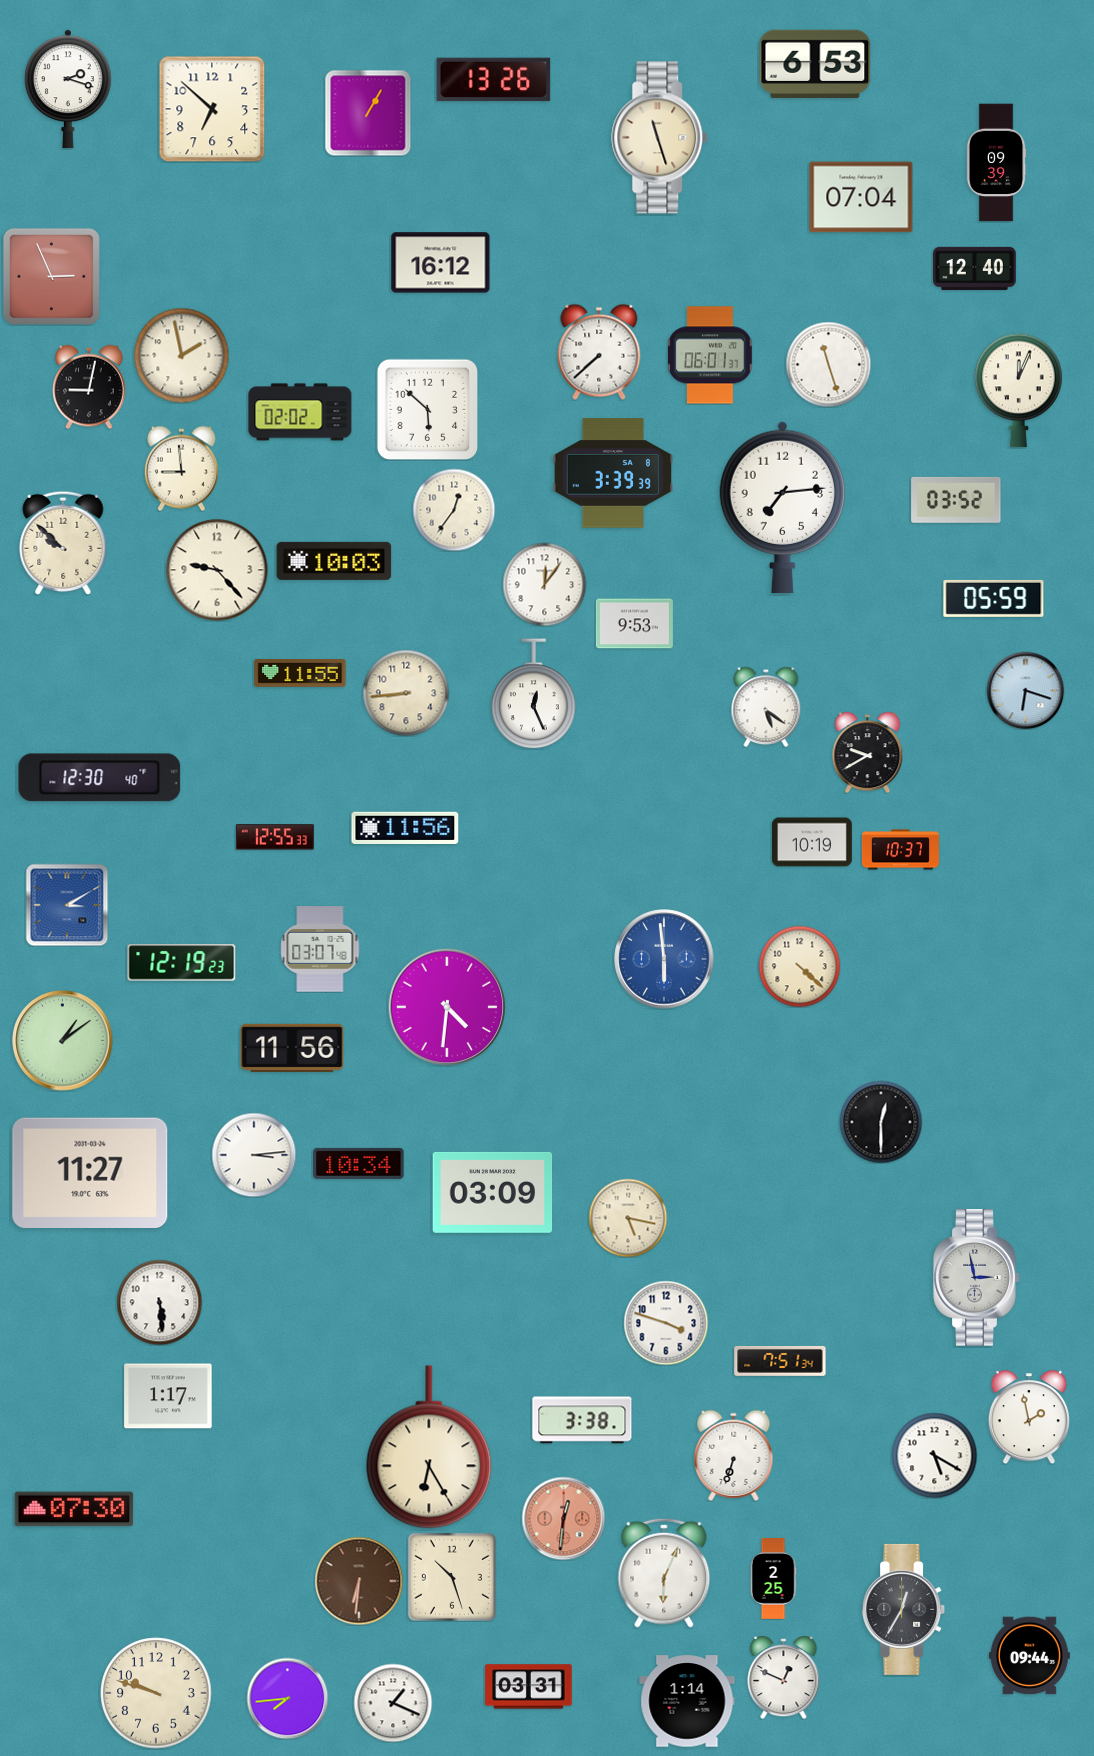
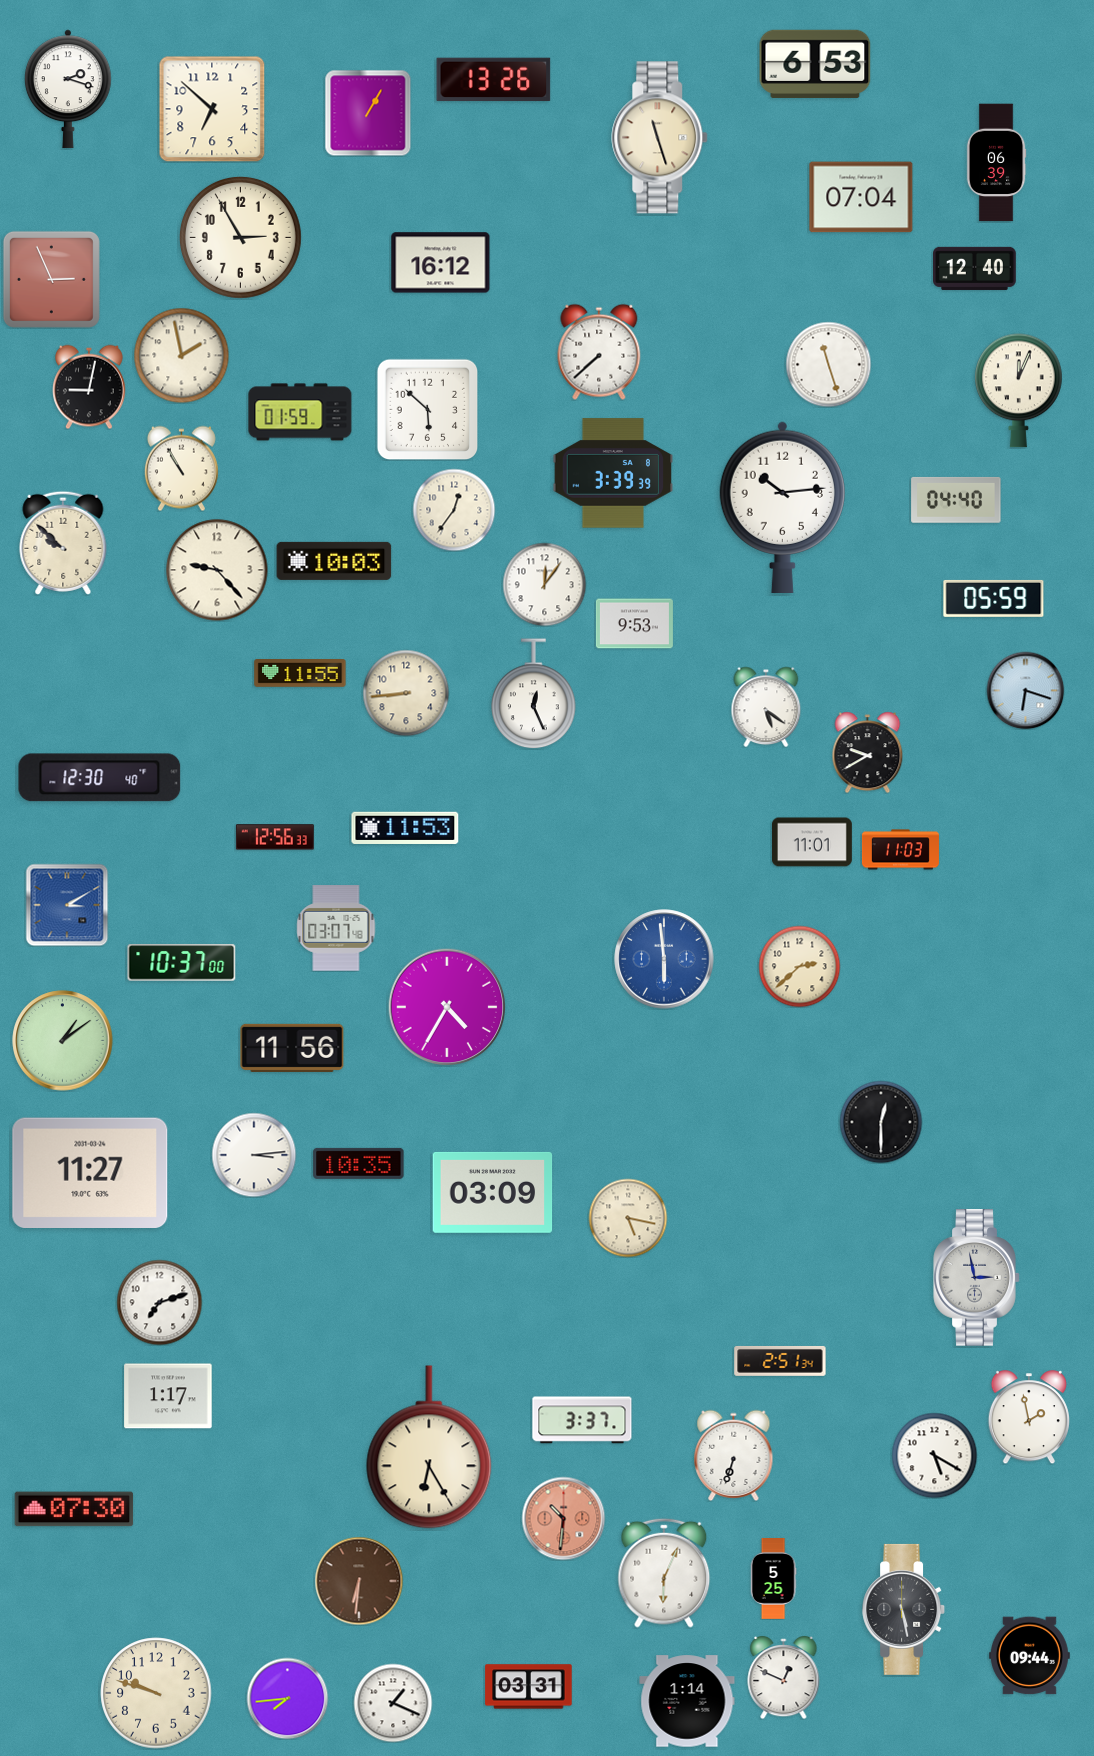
clock at (996, 163): 09:39 -> 06:39
clock at (240, 237): none -> 2:55
clock at (51, 276) position: (51, 276) -> (51, 279)
clock at (711, 355): 06:01 -> none
clock at (300, 412): 02:02 -> 01:59
clock at (181, 468): 8:59 -> 10:55
clock at (956, 500): 03:52 -> 04:40
clock at (782, 507): 7:14 -> 10:14
clock at (405, 827): 11:56 -> 11:53
clock at (275, 837): 12:55 -> 12:56
clock at (812, 842): 10:19 -> 11:01
clock at (900, 850): 10:37 -> 11:03
clock at (320, 949) position: (320, 949) -> (336, 928)
clock at (182, 963): 12:19 -> 10:37
clock at (799, 966): 4:22 -> 2:38
clock at (447, 1007): 4:31 -> 4:35
clock at (359, 1163): 10:34 -> 10:35
clock at (159, 1302): 5:29 -> 7:12
clock at (666, 1323): 3:48 -> none
clock at (780, 1361): 7:51 -> 2:51
clock at (582, 1420): 3:38 -> 3:37
clock at (563, 1518): 12:31 -> 10:31
clock at (452, 1577): 10:27 -> none
clock at (773, 1579): 2:25 -> 5:25
clock at (904, 1609): 12:35 -> 5:28
